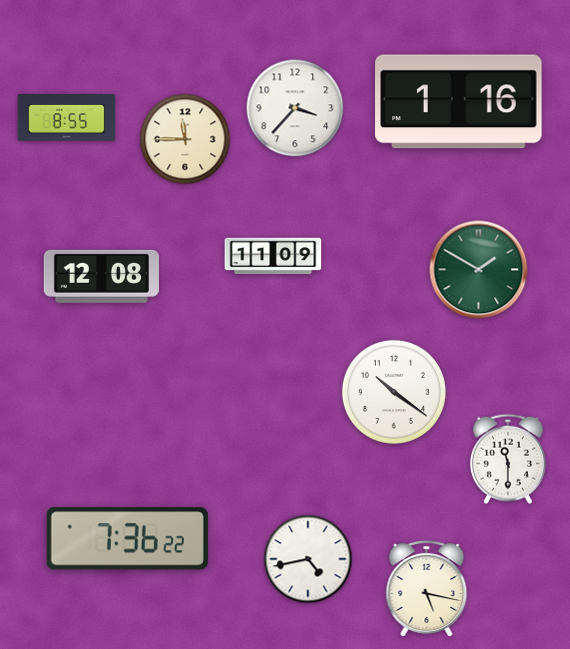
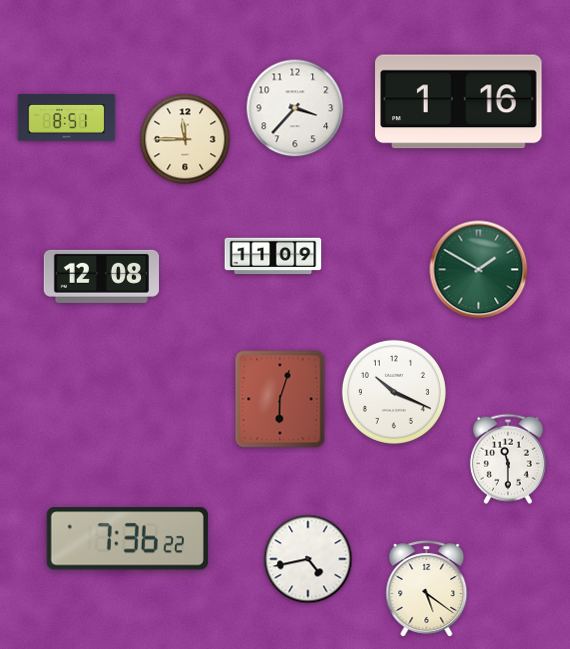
clock at (67, 118): 8:55 -> 8:51
clock at (394, 392): 10:21 -> 10:19
clock at (280, 399): none -> 6:03
clock at (427, 589): 5:17 -> 5:21
